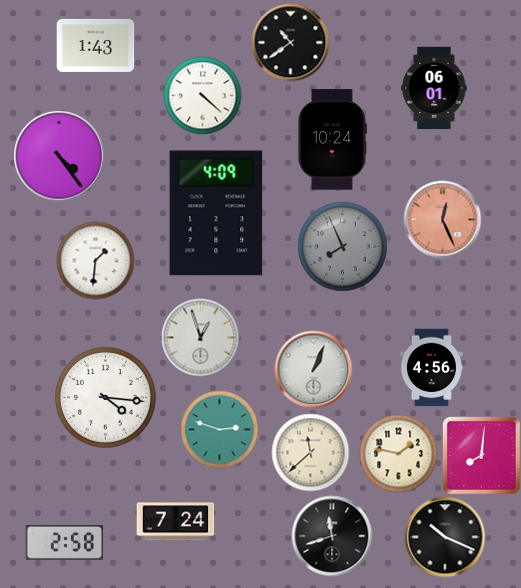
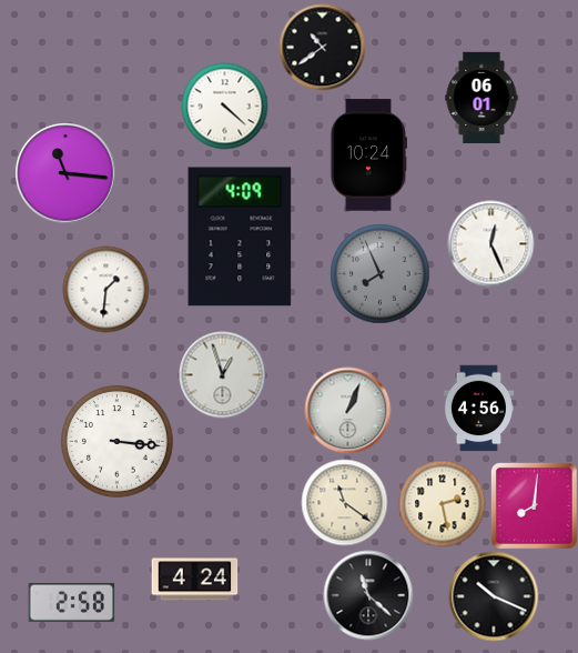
clock at (95, 45): 1:43 -> none
clock at (59, 156): 4:24 -> 11:16
clock at (442, 219) dial: salmon -> white
clock at (105, 397): 4:16 -> 3:16
clock at (219, 429): 2:48 -> none
clock at (310, 452): 11:38 -> 11:21
clock at (398, 453): 1:47 -> 2:28
clock at (175, 522): 7:24 -> 4:24
clock at (332, 536): 11:42 -> 11:22
